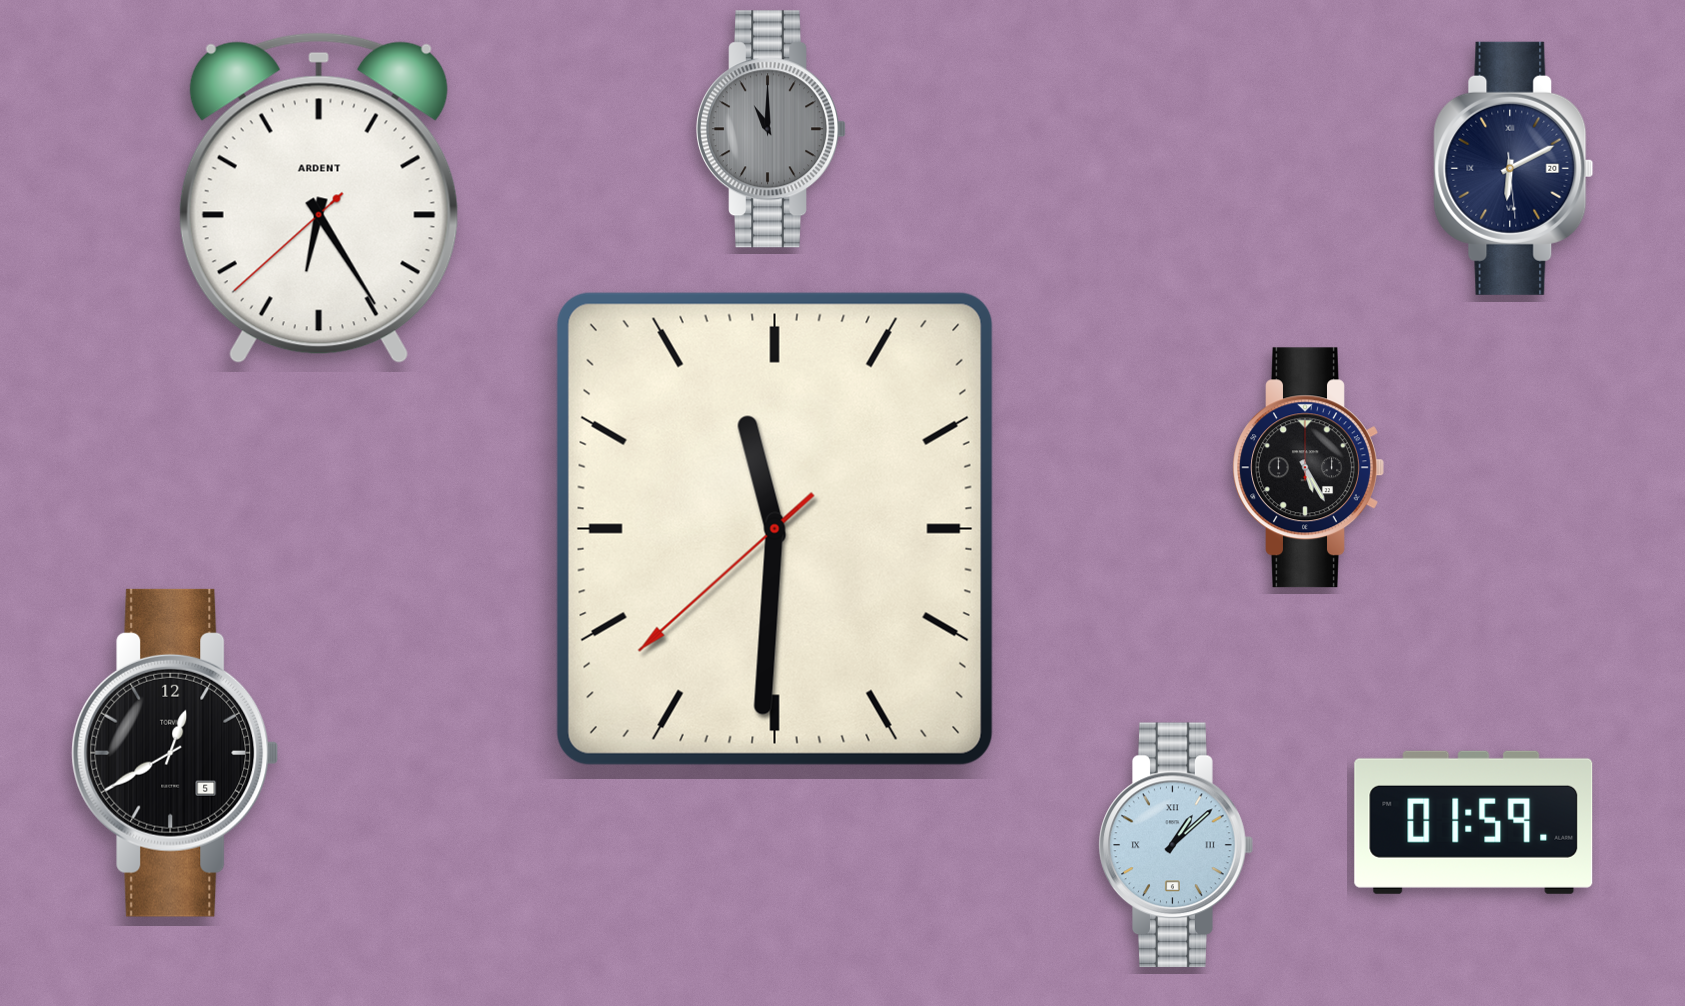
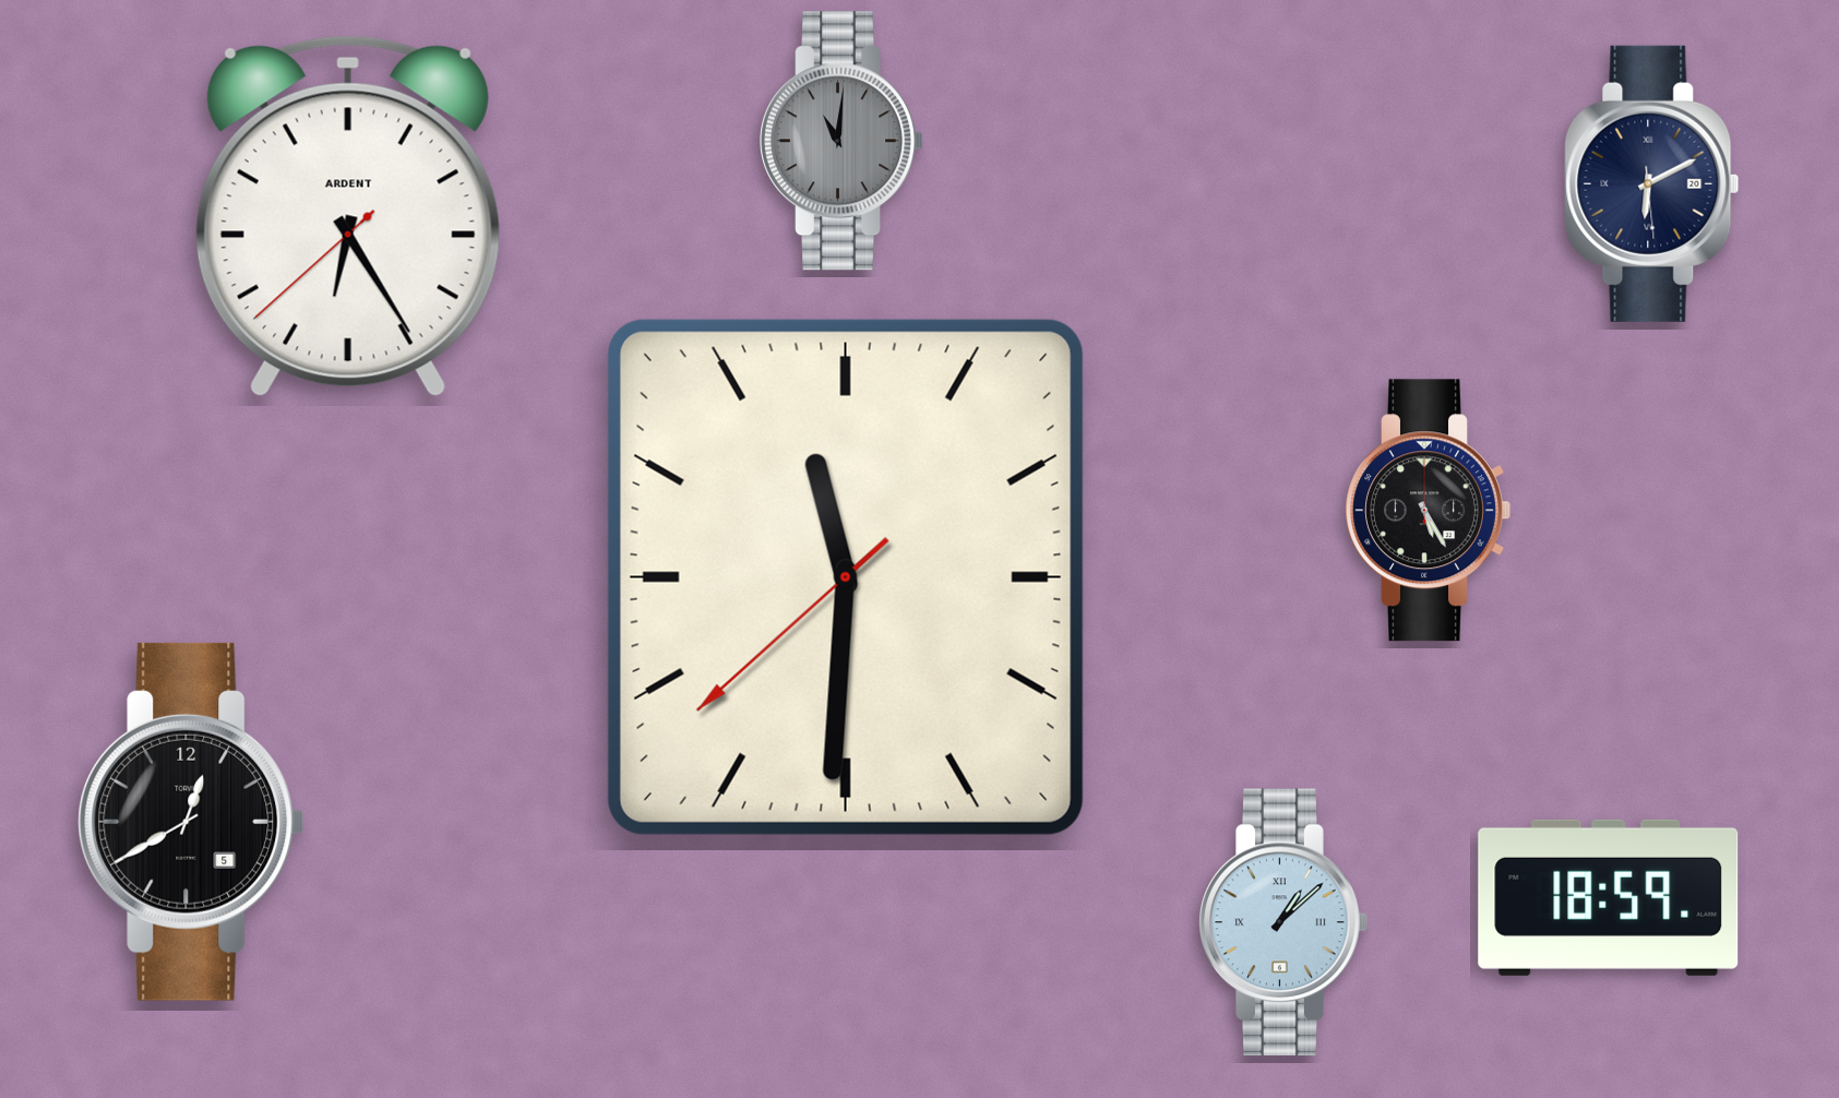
clock at (772, 129): 11:00 -> 11:01
clock at (1474, 822): 01:59 -> 18:59
